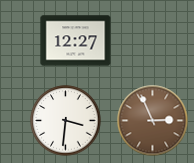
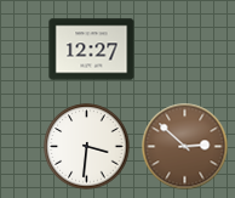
clock at (66, 121) position: (66, 121) -> (87, 147)
clock at (153, 121): 2:56 -> 2:52
